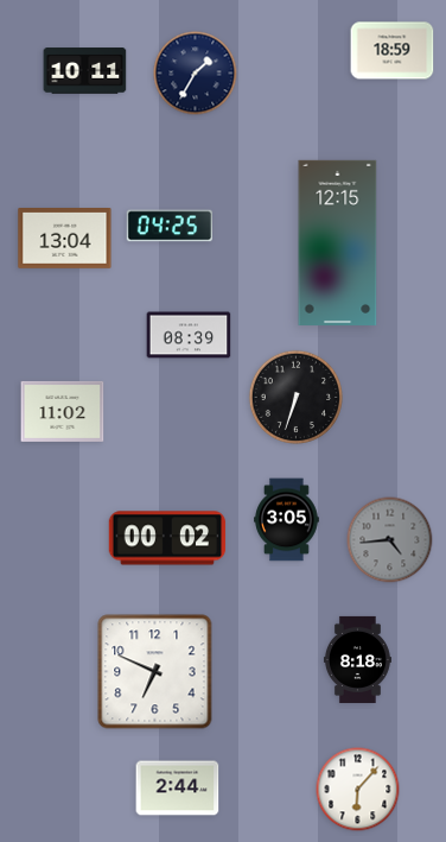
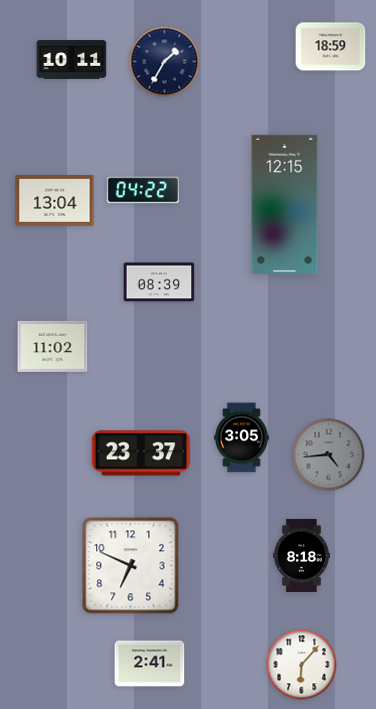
clock at (393, 51) position: (393, 51) -> (331, 47)
clock at (168, 226): 04:25 -> 04:22
clock at (295, 397): 6:33 -> none
clock at (167, 538): 00:02 -> 23:37
clock at (178, 789): 2:44 -> 2:41
